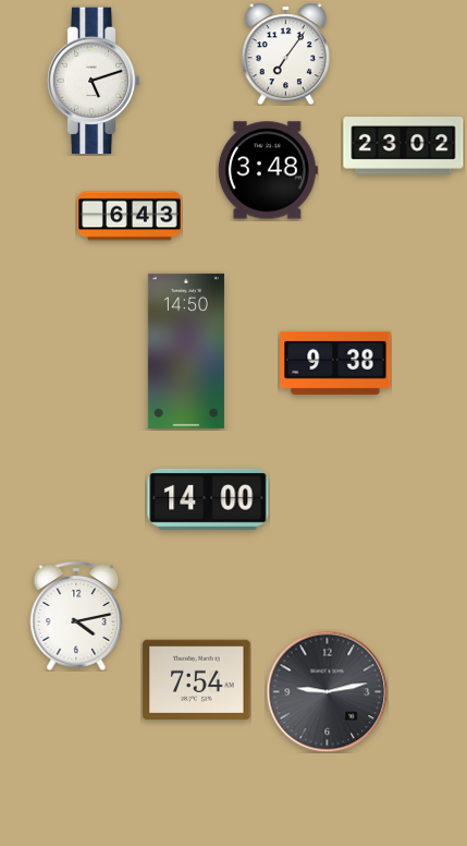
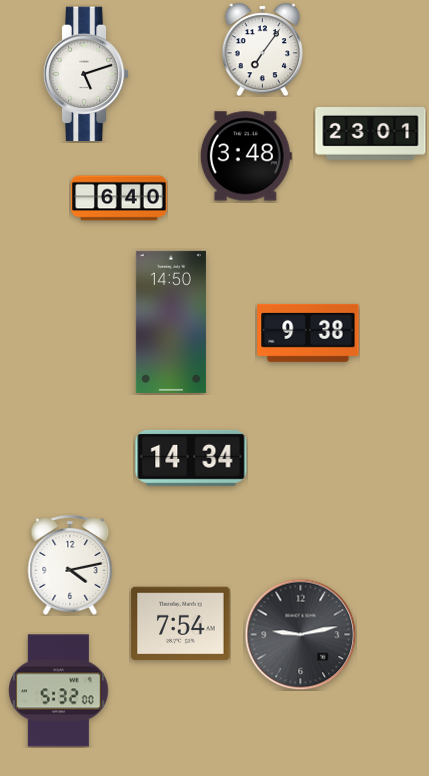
clock at (404, 146): 23:02 -> 23:01
clock at (130, 216): 6:43 -> 6:40
clock at (208, 499): 14:00 -> 14:34
clock at (59, 691): none -> 5:32
